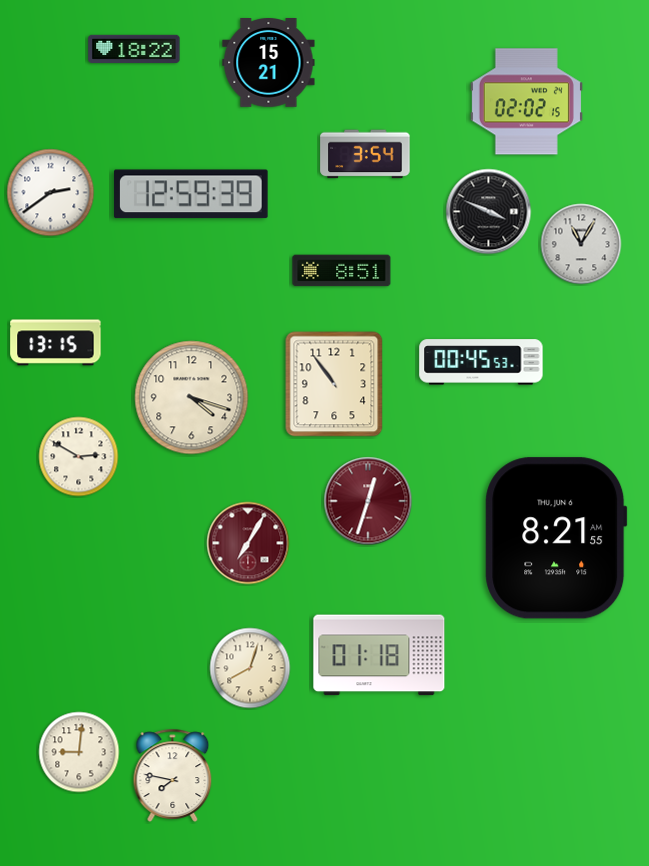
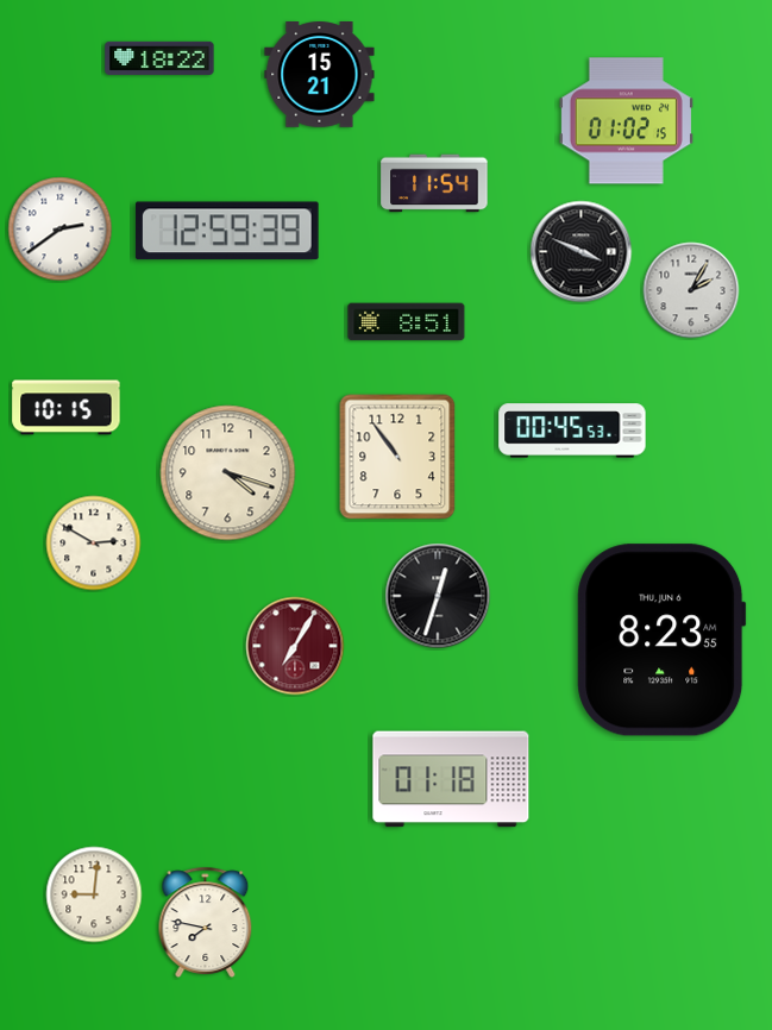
clock at (526, 102): 02:02 -> 01:02
clock at (365, 154): 3:54 -> 11:54
clock at (581, 244): 11:05 -> 2:05
clock at (56, 343): 13:15 -> 10:15
clock at (368, 501) dial: burgundy -> black
clock at (556, 538): 8:21 -> 8:23
clock at (250, 668): 8:03 -> none
